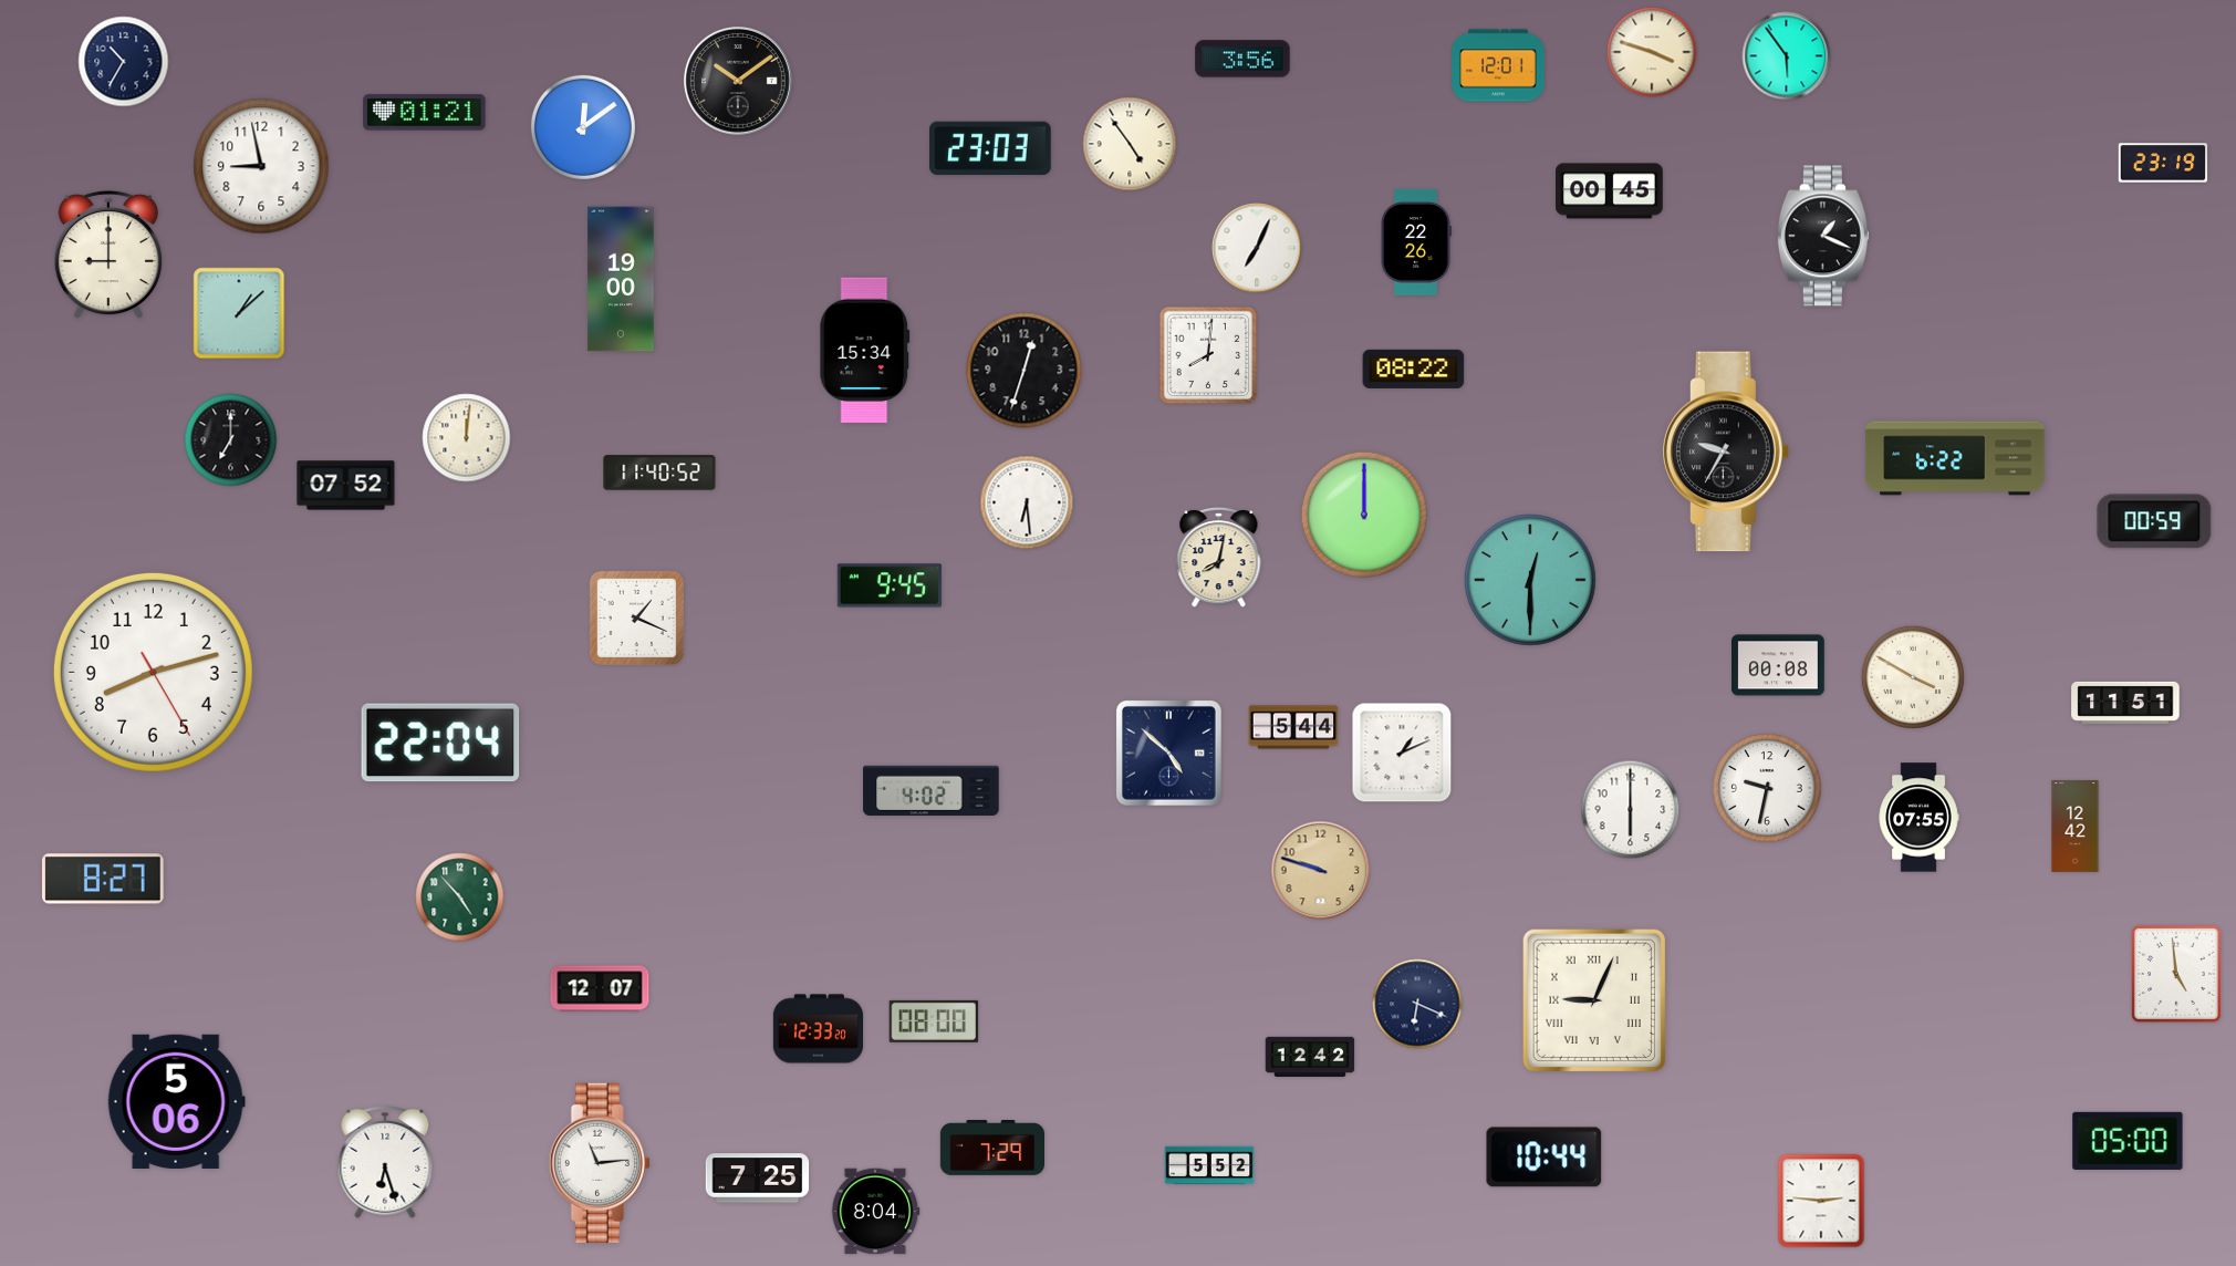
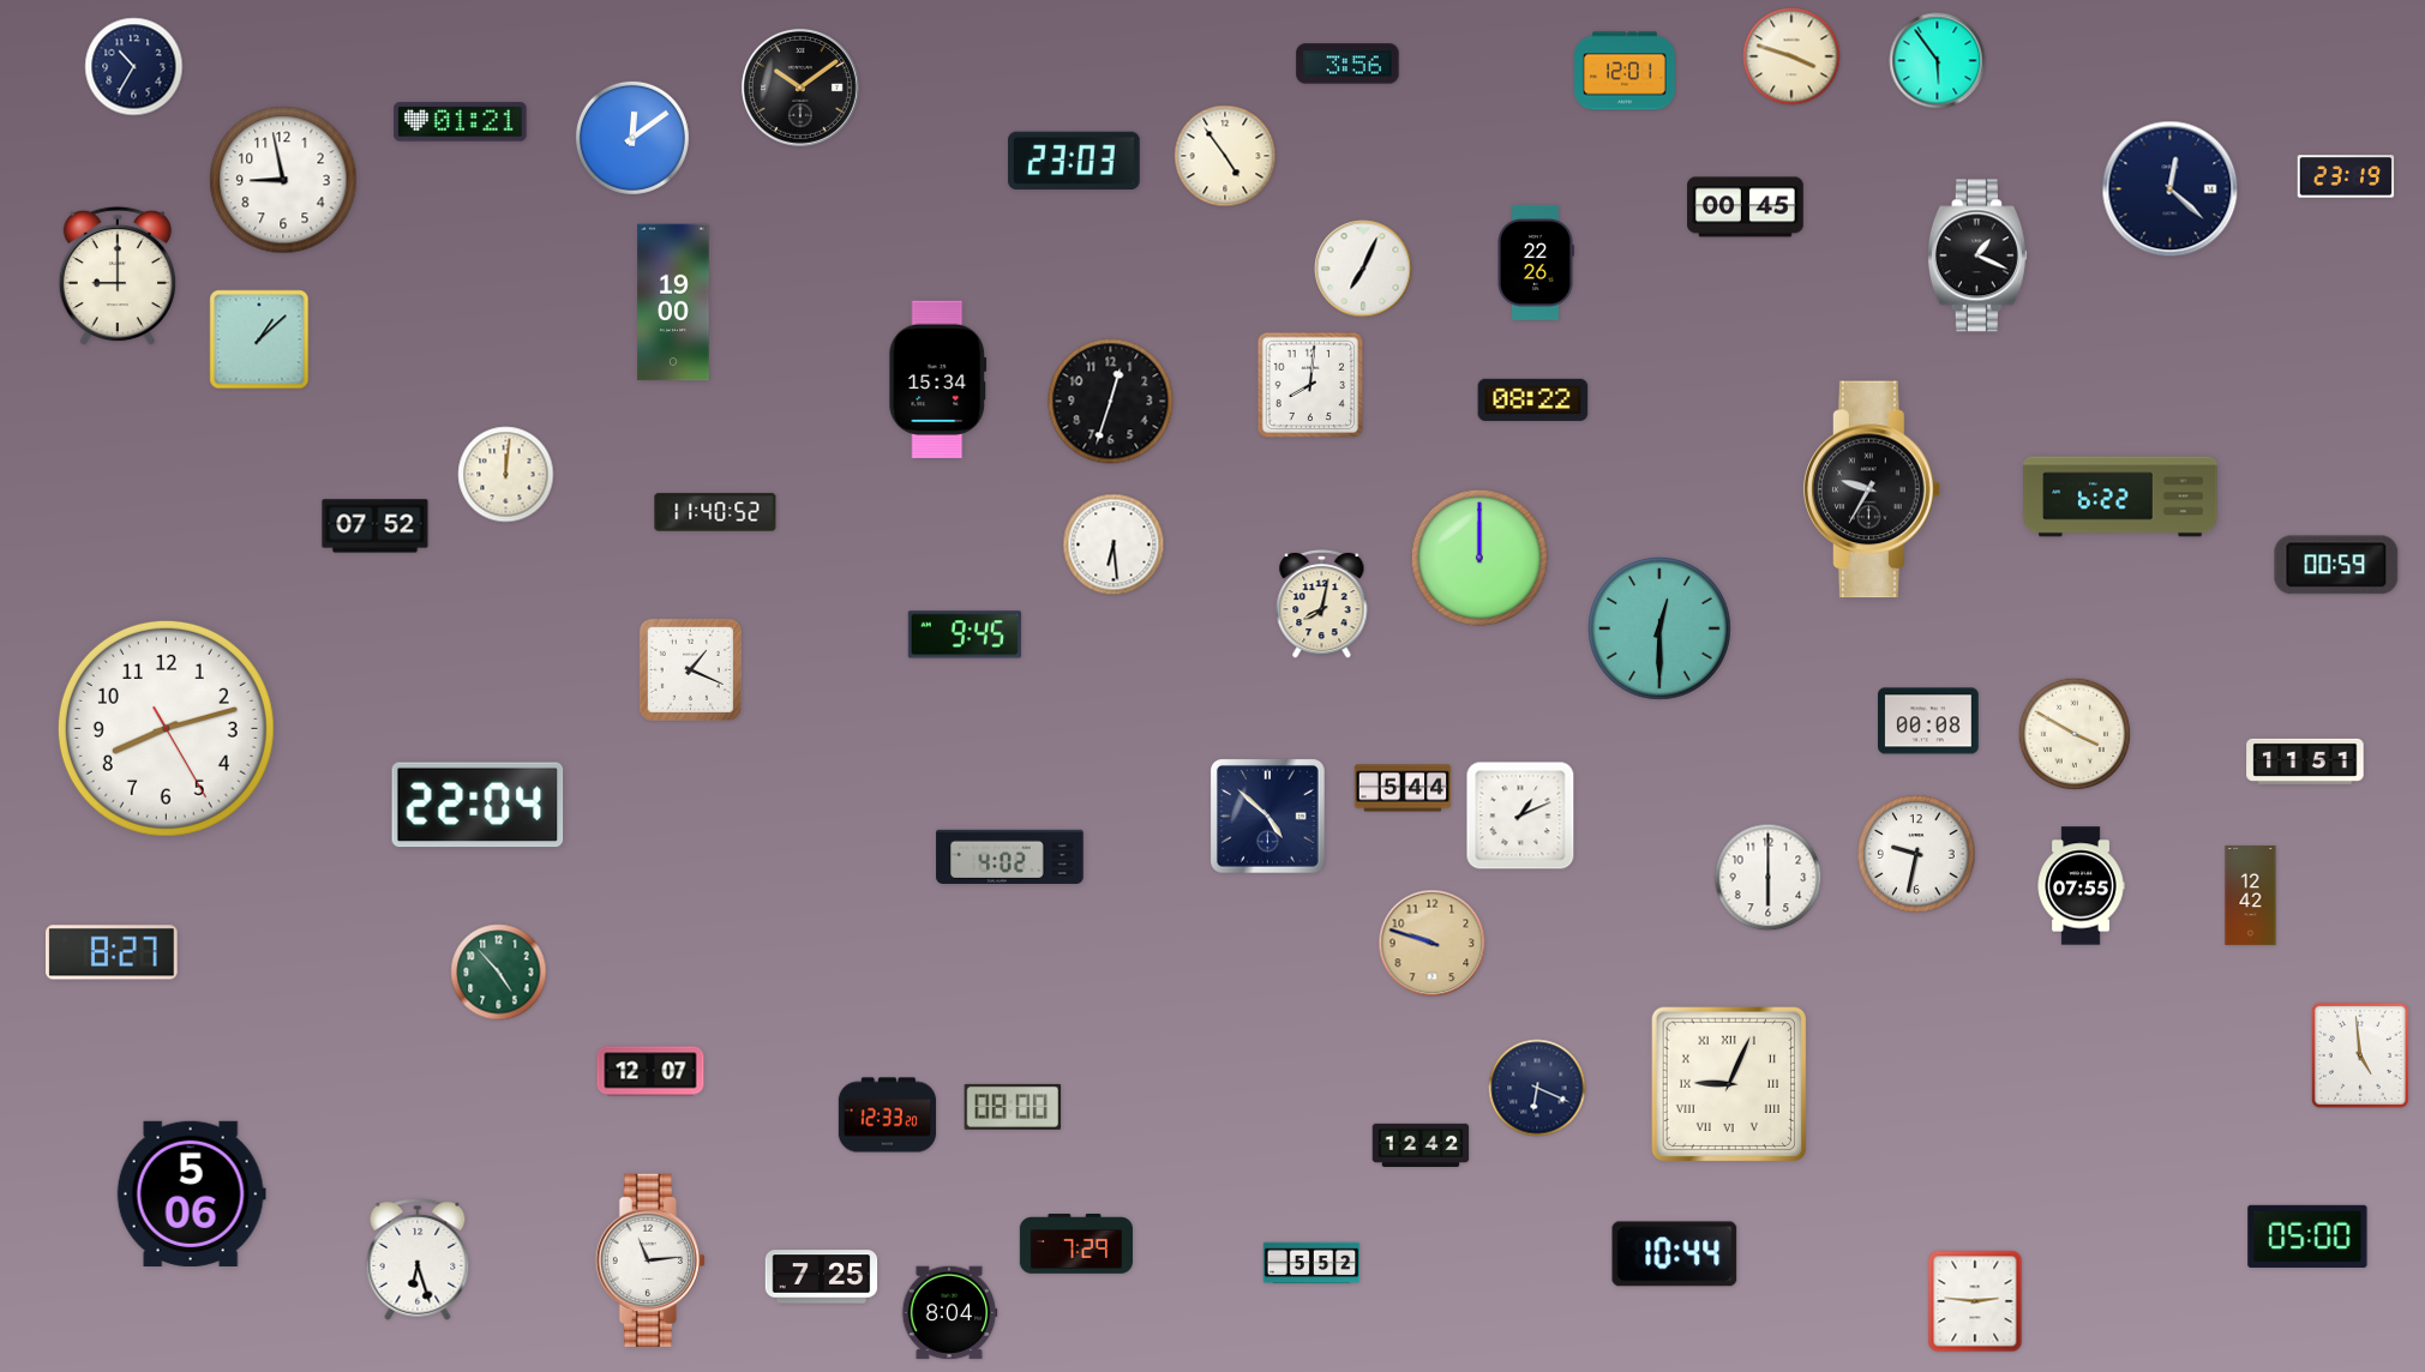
clock at (2171, 189): none -> 12:22
clock at (231, 440): 7:00 -> none
